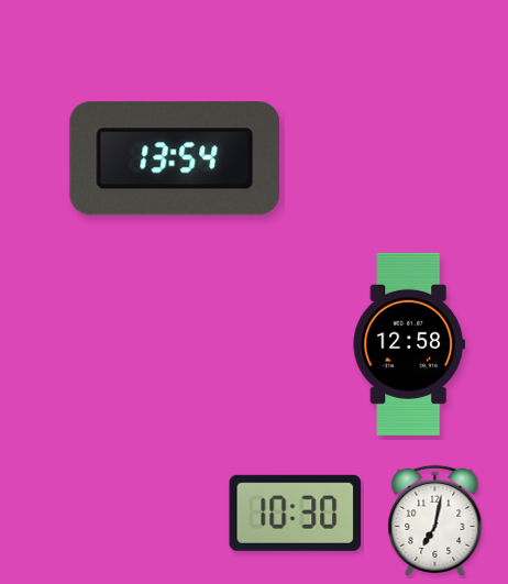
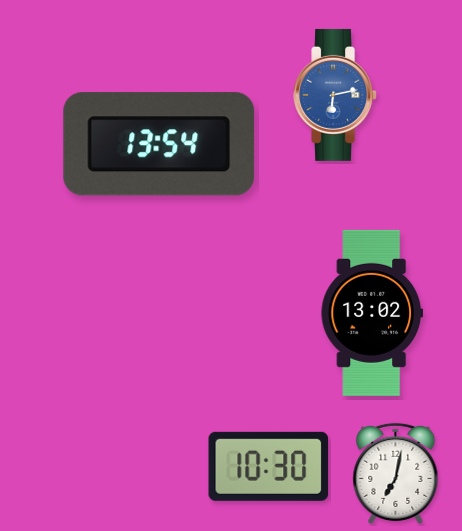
clock at (336, 95): none -> 6:13
clock at (408, 344): 12:58 -> 13:02
